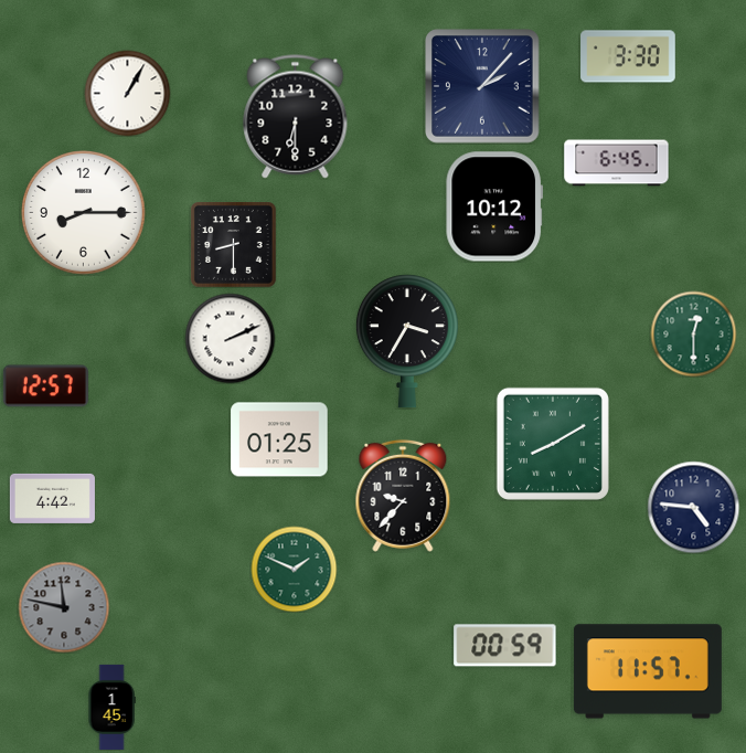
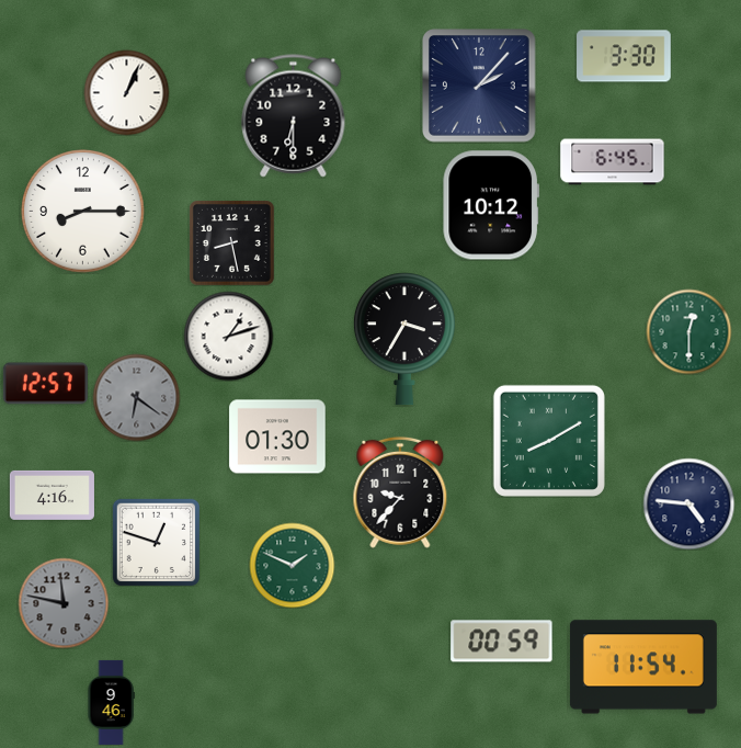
clock at (127, 93): 1:05 -> 1:04
clock at (234, 245): 8:30 -> 8:28
clock at (230, 338): 2:11 -> 1:12
clock at (136, 397): none -> 6:21
clock at (279, 439): 01:25 -> 01:30
clock at (52, 498): 4:42 -> 4:16
clock at (156, 542): none -> 12:48
clock at (648, 671): 11:57 -> 11:54
clock at (111, 707): 1:45 -> 9:46
